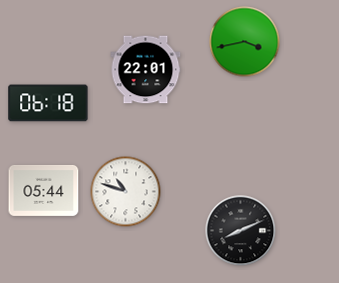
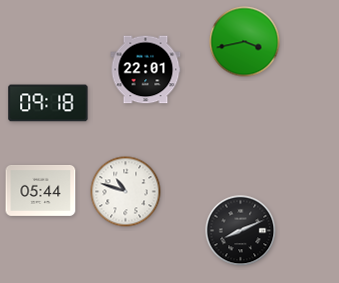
clock at (48, 103): 06:18 -> 09:18
clock at (44, 190) position: (44, 190) -> (41, 190)
